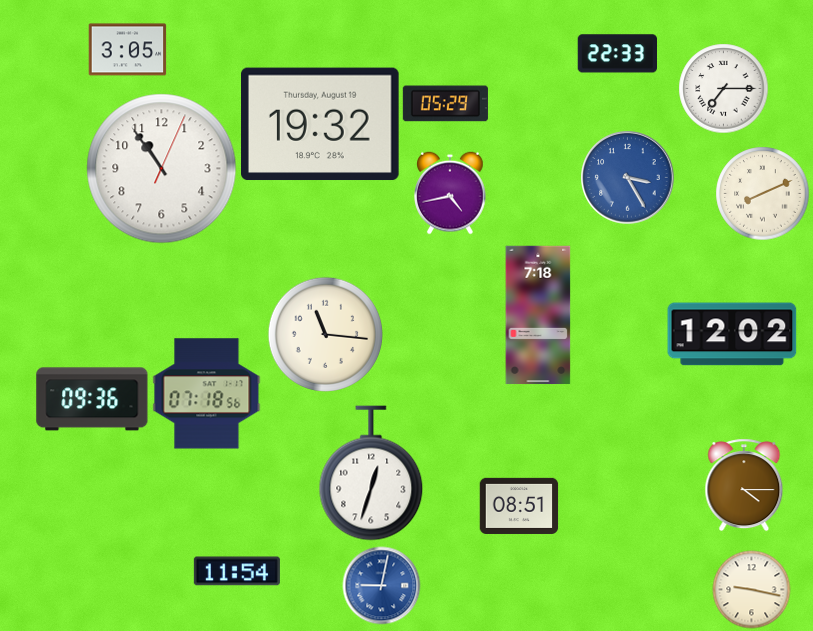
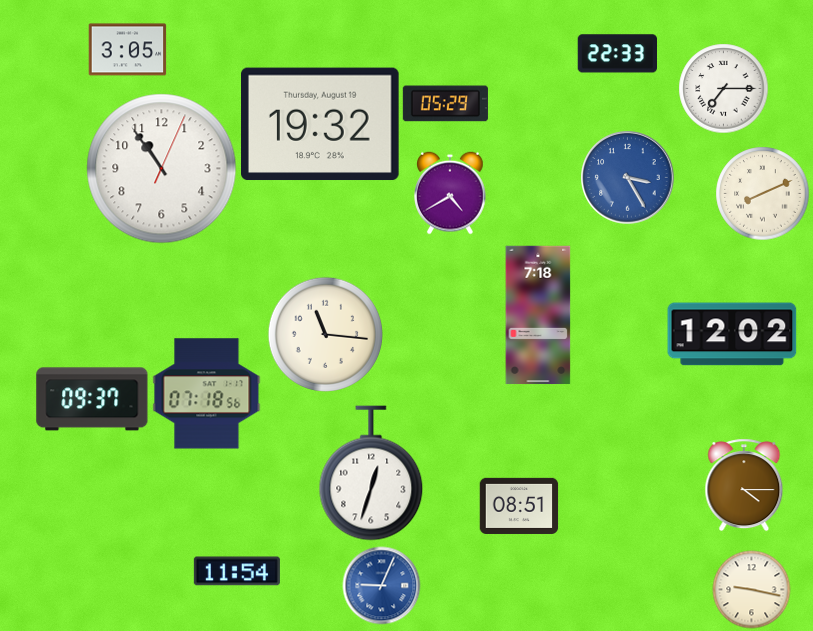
clock at (450, 193): 4:43 -> 4:40
clock at (92, 399): 09:36 -> 09:37
clock at (381, 585): 9:02 -> 9:04
